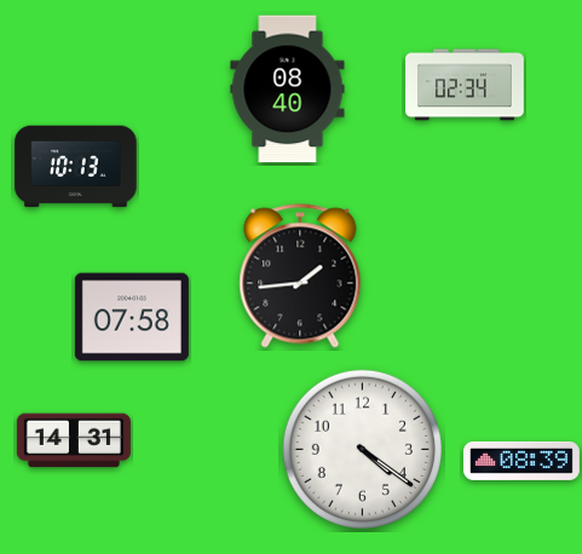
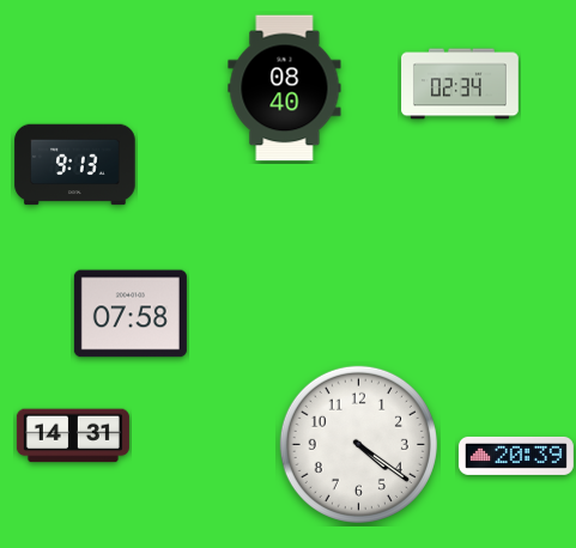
clock at (76, 167): 10:13 -> 9:13
clock at (300, 276): 1:44 -> none
clock at (522, 461): 08:39 -> 20:39
